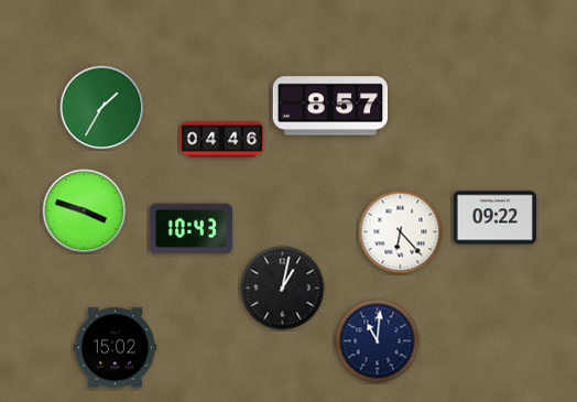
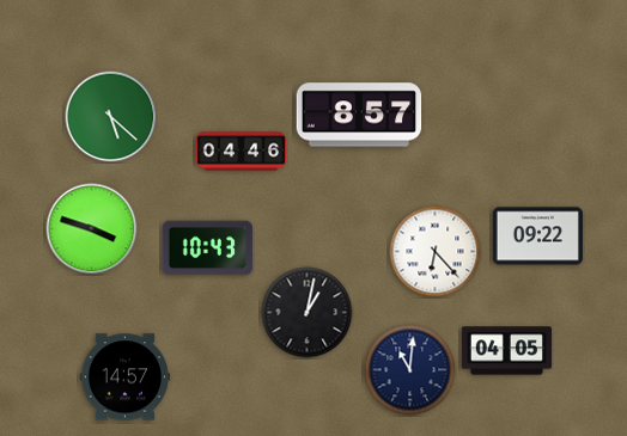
clock at (102, 108): 1:35 -> 5:22
clock at (506, 351): none -> 04:05
clock at (115, 348): 15:02 -> 14:57
